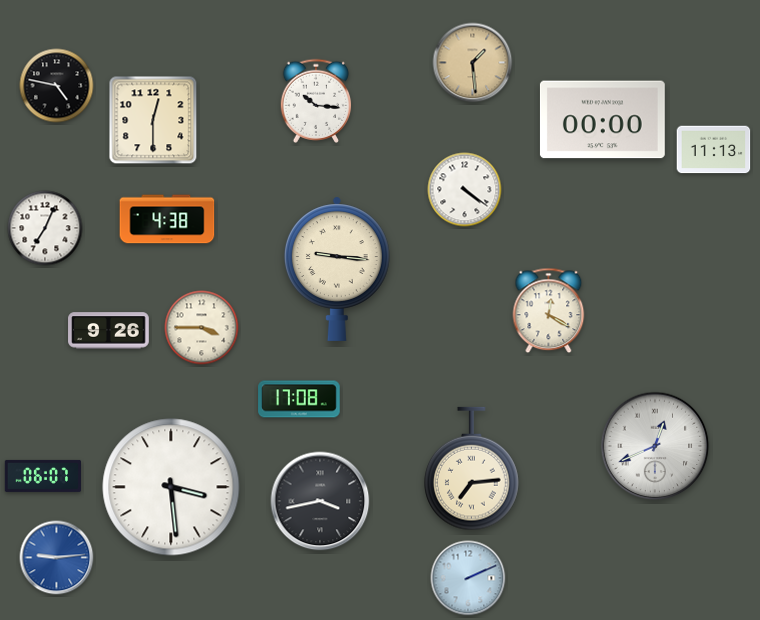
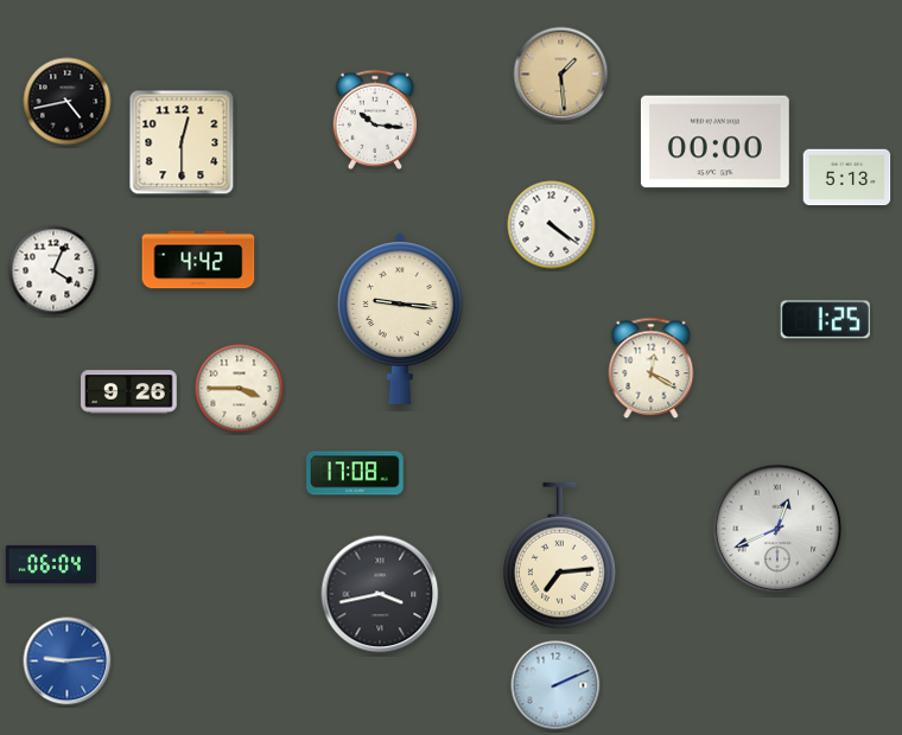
clock at (57, 86): 4:47 -> 4:43
clock at (714, 150): 11:13 -> 5:13
clock at (167, 219): 4:38 -> 4:42
clock at (45, 228): 7:04 -> 4:04
clock at (825, 320): none -> 1:25
clock at (42, 476): 06:07 -> 06:04
clock at (171, 487): 3:29 -> none
